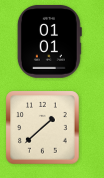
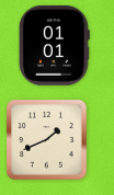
clock at (43, 128): 1:38 -> 1:41
